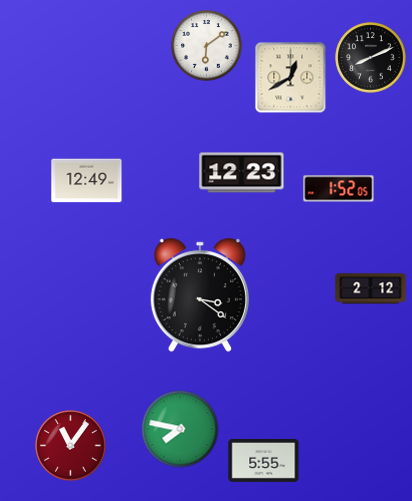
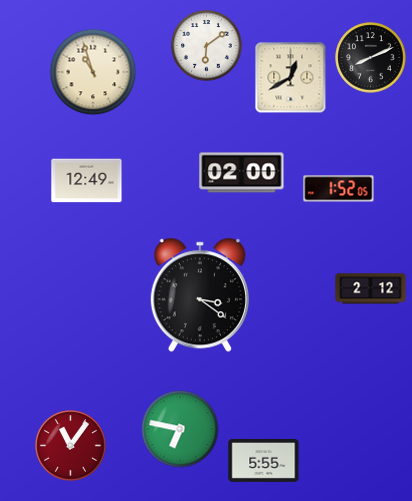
clock at (93, 72): none -> 10:57
clock at (242, 173): 12:23 -> 02:00
clock at (180, 429): 7:47 -> 6:47
